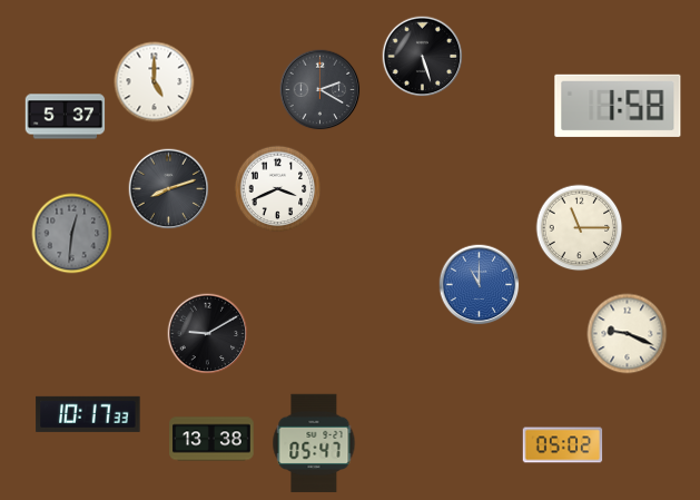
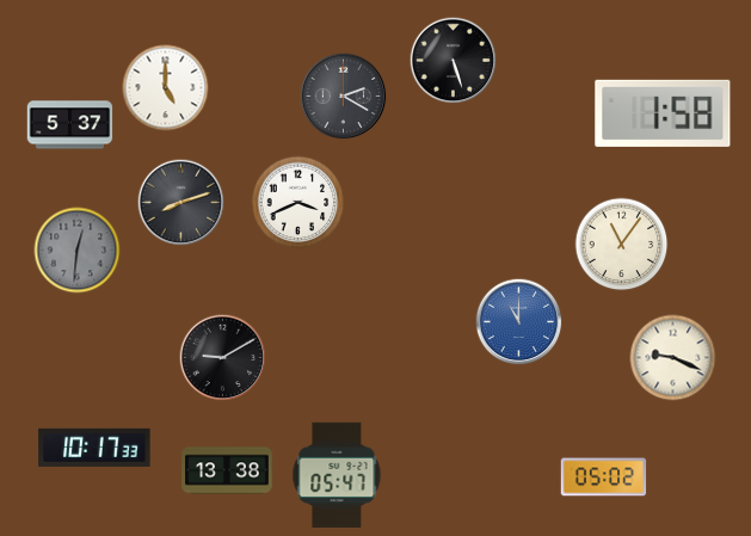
clock at (580, 228): 11:15 -> 11:06
clock at (480, 285) position: (480, 285) -> (519, 322)
clock at (88, 414) position: (88, 414) -> (94, 448)
